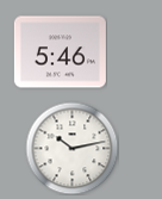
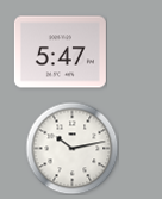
clock at (60, 52): 5:46 -> 5:47
